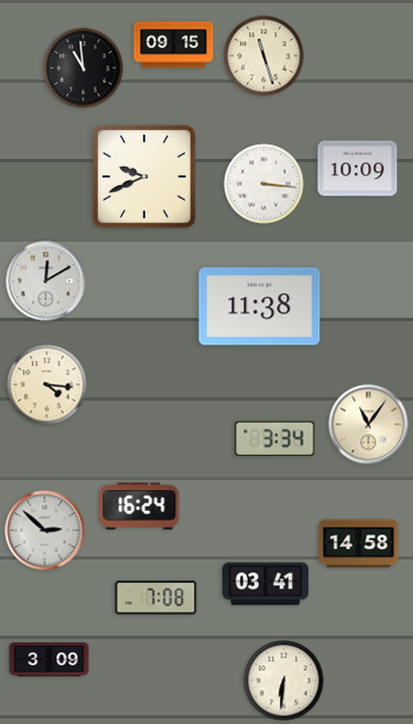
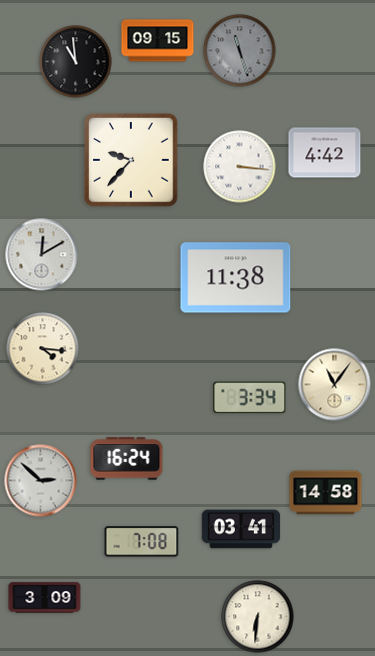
clock at (264, 56) dial: cream -> grey
clock at (358, 169): 10:09 -> 4:42
clock at (144, 177): 9:41 -> 9:37
